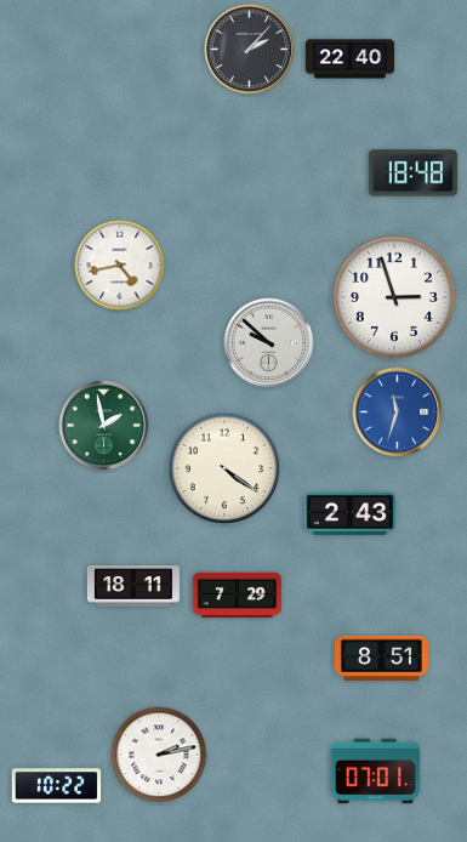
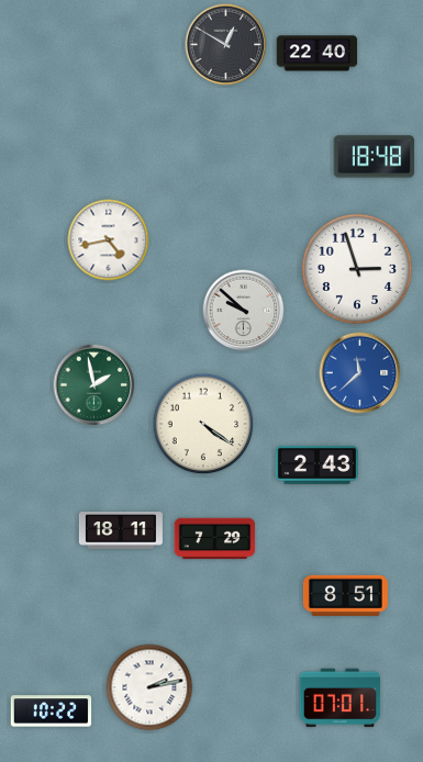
clock at (250, 50): 2:07 -> 12:50
clock at (398, 413): 11:33 -> 11:38
clock at (159, 755) position: (159, 755) -> (149, 687)
